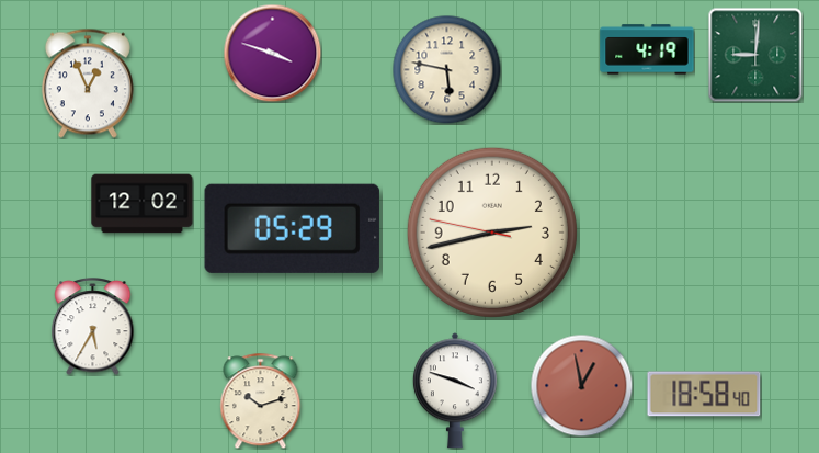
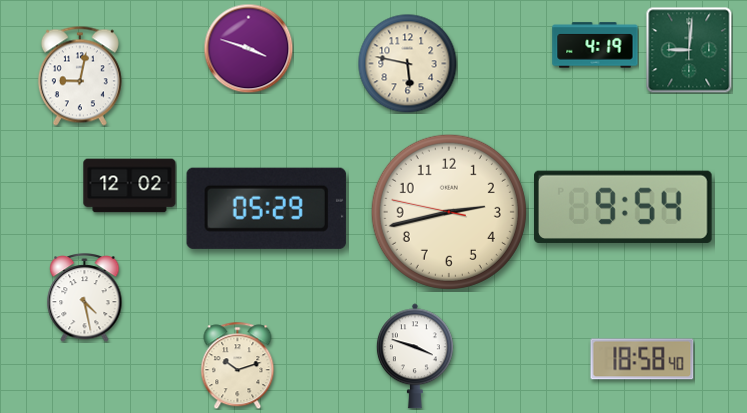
clock at (647, 49) position: (647, 49) -> (595, 45)
clock at (88, 83): 12:56 -> 9:02
clock at (624, 207): none -> 9:54
clock at (93, 327): 5:35 -> 4:28
clock at (581, 385): 12:58 -> none
